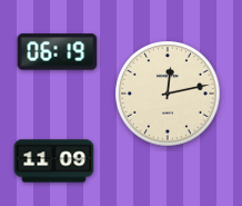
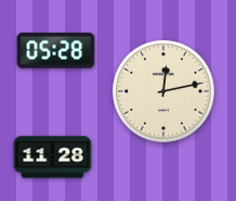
clock at (58, 52): 06:19 -> 05:28
clock at (54, 161): 11:09 -> 11:28
